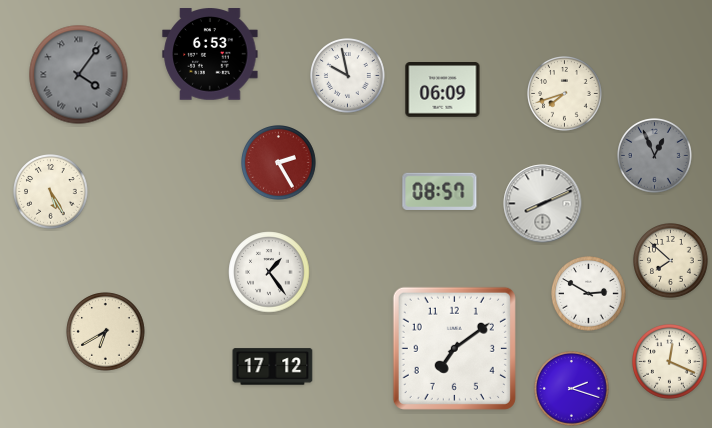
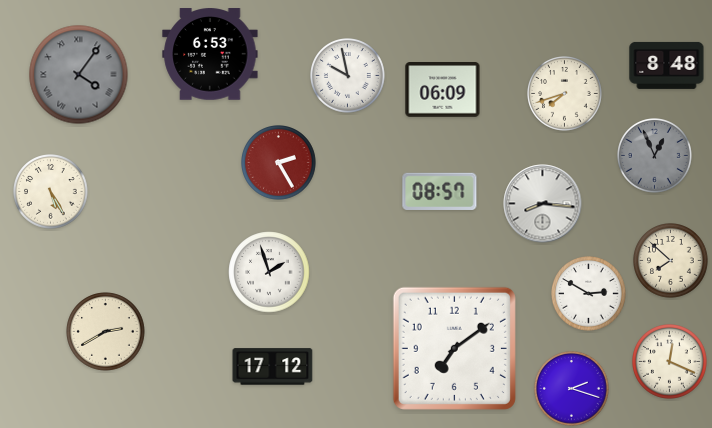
clock at (667, 65): none -> 8:48
clock at (543, 204): 8:11 -> 8:16
clock at (269, 272): 1:24 -> 1:57
clock at (106, 332): 6:40 -> 2:40
